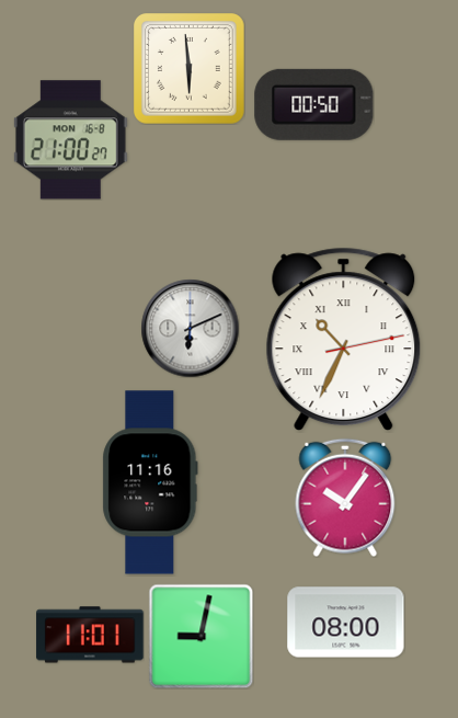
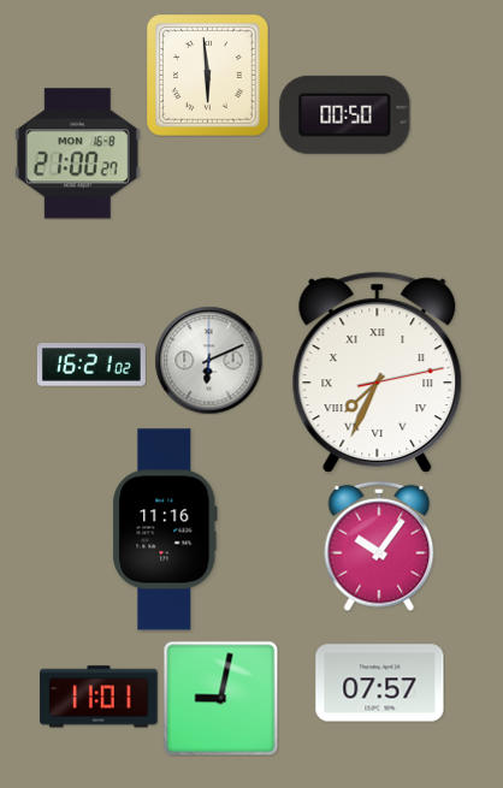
clock at (91, 365): none -> 16:21
clock at (344, 340): 10:34 -> 7:34
clock at (346, 623): 08:00 -> 07:57
